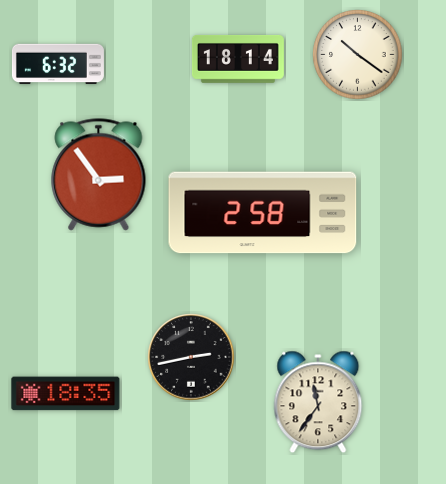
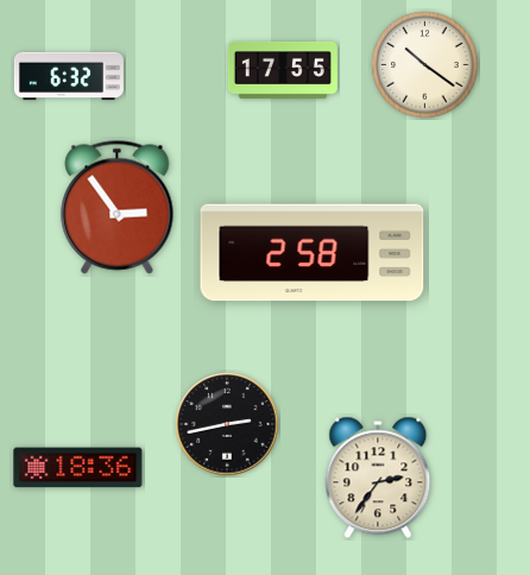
clock at (238, 60): 18:14 -> 17:55
clock at (66, 394): 18:35 -> 18:36
clock at (318, 402): 11:36 -> 2:36
